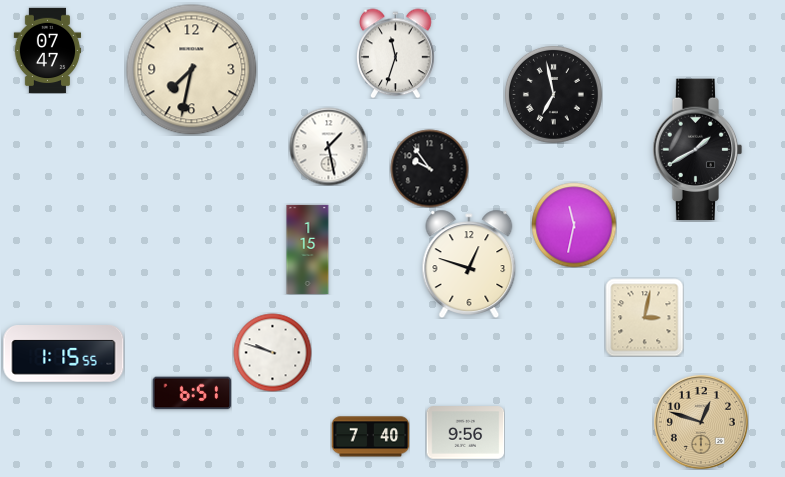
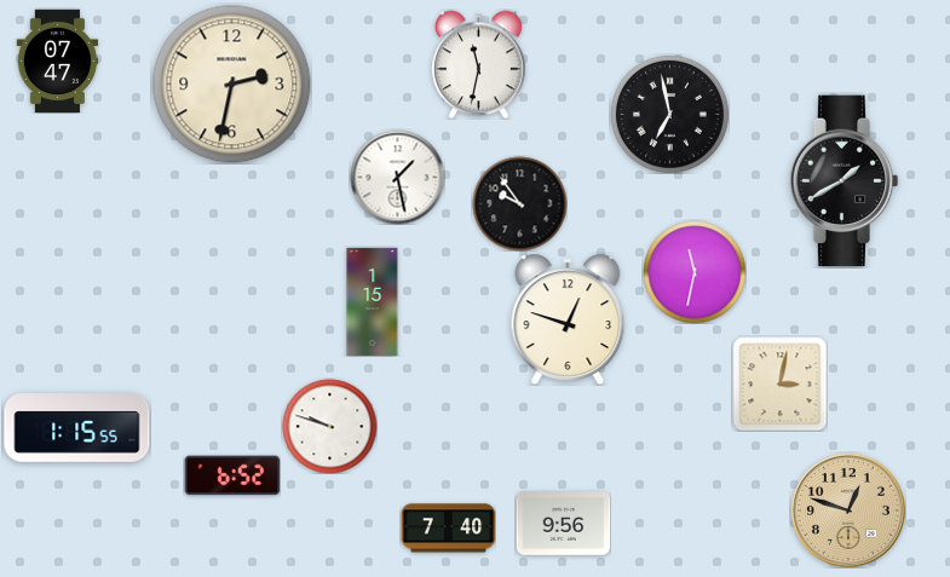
clock at (396, 53): 11:33 -> 11:32
clock at (192, 70): 7:32 -> 2:32
clock at (192, 393): 6:51 -> 6:52
